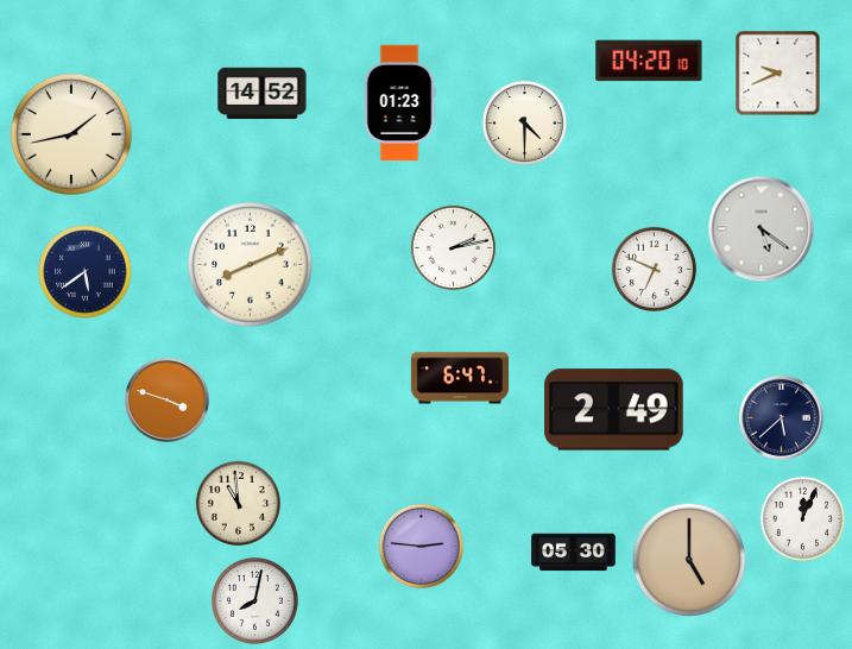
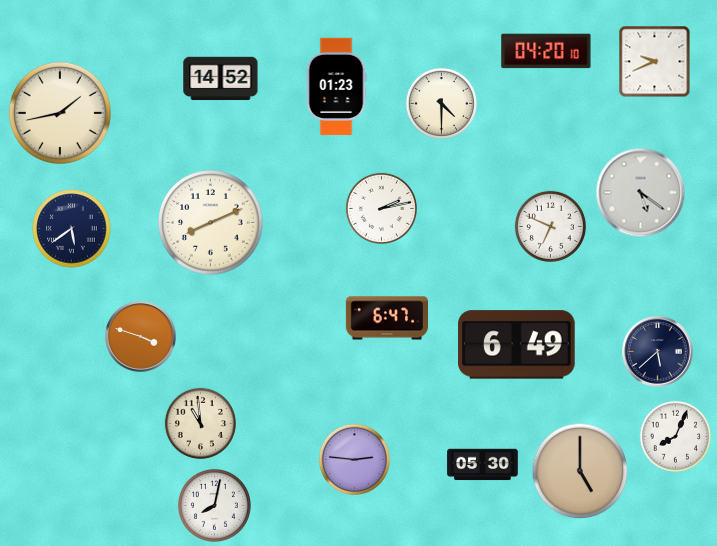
clock at (614, 410): 2:49 -> 6:49
clock at (802, 518): 12:04 -> 8:04
